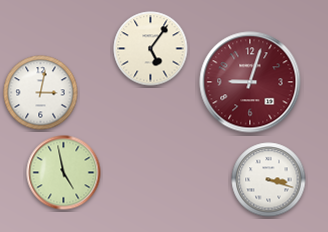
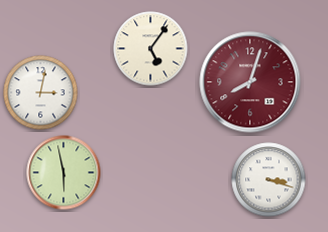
clock at (250, 82): 9:03 -> 8:03
clock at (64, 173): 4:58 -> 5:58
